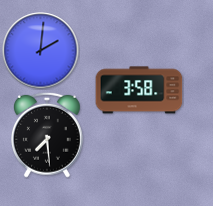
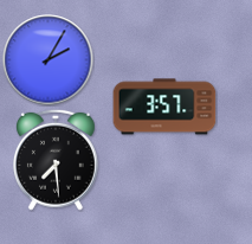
clock at (41, 51): 2:01 -> 2:05
clock at (139, 90): 3:58 -> 3:57
